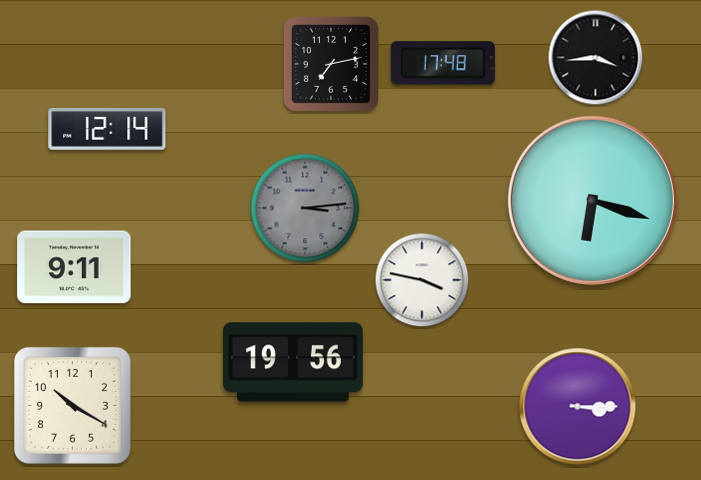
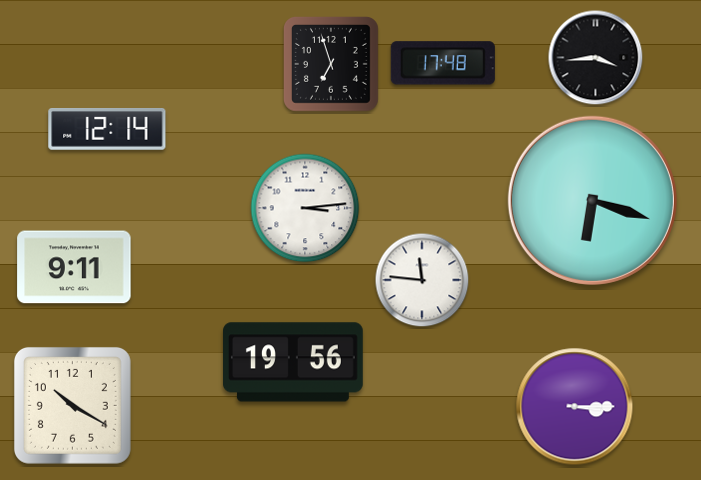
clock at (331, 64): 7:13 -> 6:57
clock at (305, 208) dial: grey -> white
clock at (422, 280): 3:47 -> 11:46
clock at (578, 407) position: (578, 407) -> (575, 407)
